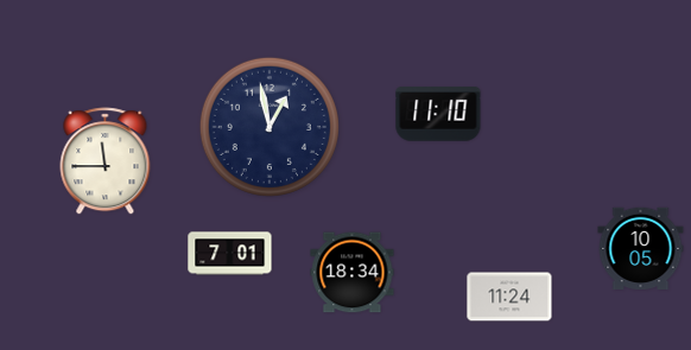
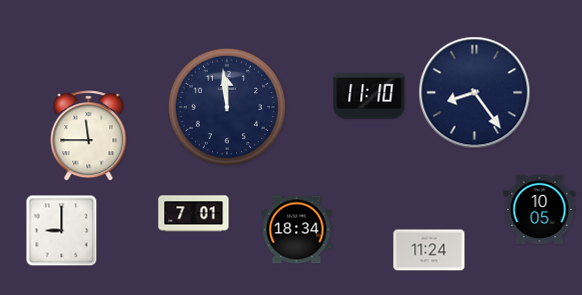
clock at (475, 93): none -> 8:24
clock at (270, 127): 12:58 -> 11:59
clock at (62, 231): none -> 9:00
